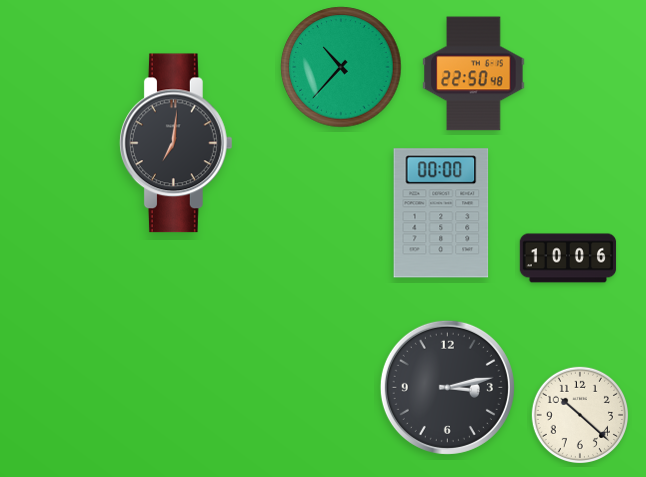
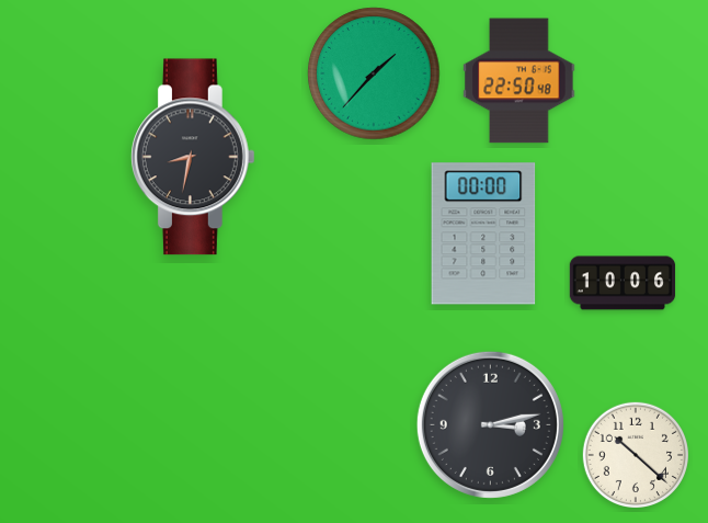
clock at (341, 67): 10:37 -> 1:37
clock at (176, 143): 7:01 -> 8:32
